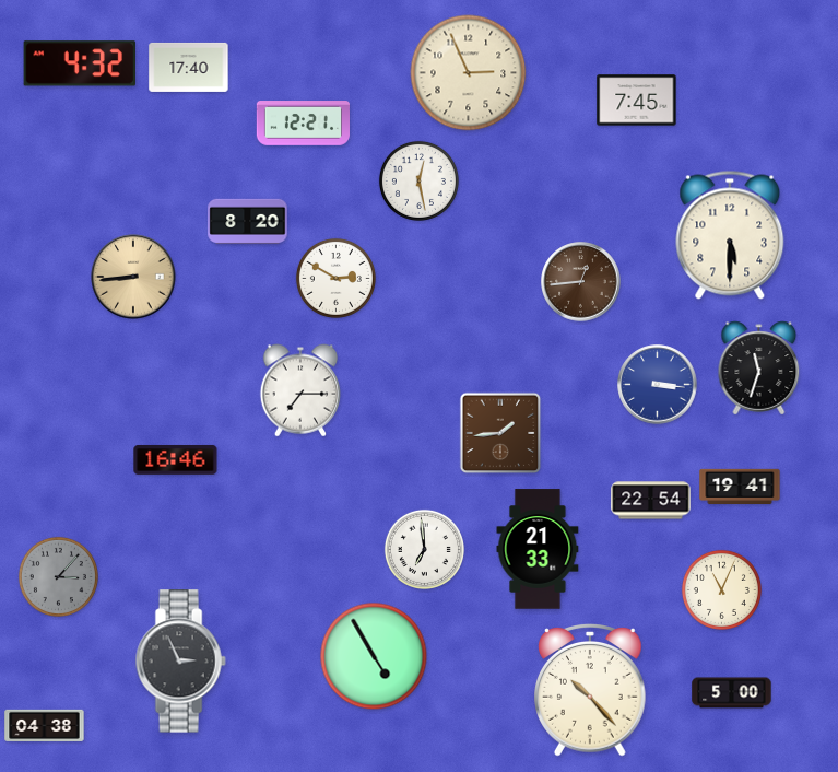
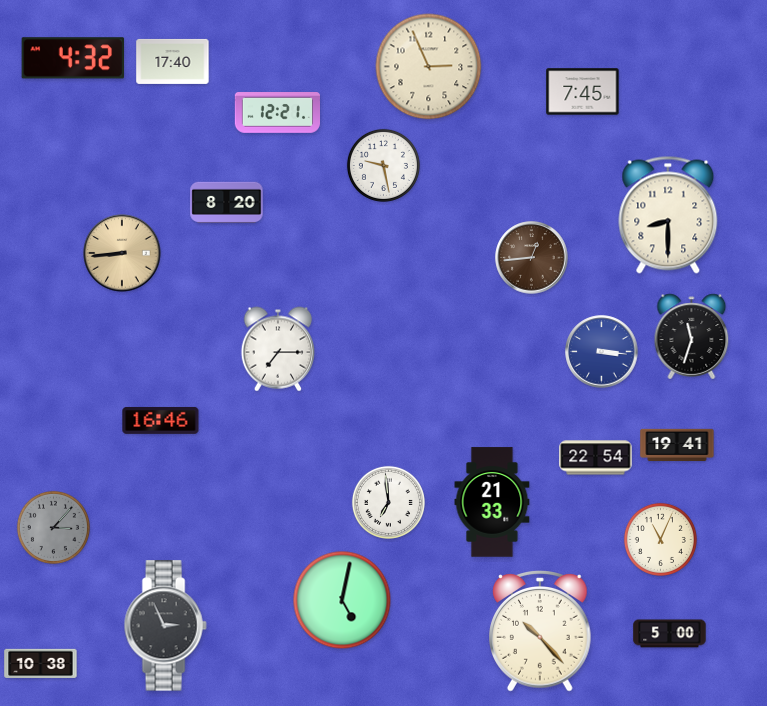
clock at (418, 180): 12:28 -> 9:28
clock at (730, 235): 5:30 -> 8:30
clock at (335, 278): 2:50 -> none
clock at (759, 369) position: (759, 369) -> (692, 337)
clock at (300, 390) position: (300, 390) -> (278, 349)
clock at (500, 433): 1:44 -> none
clock at (374, 656): 4:55 -> 5:02
clock at (180, 662) position: (180, 662) -> (165, 626)
clock at (45, 725): 04:38 -> 10:38
